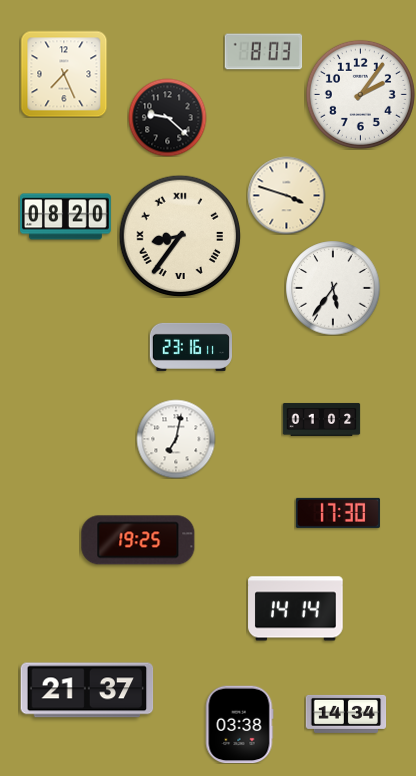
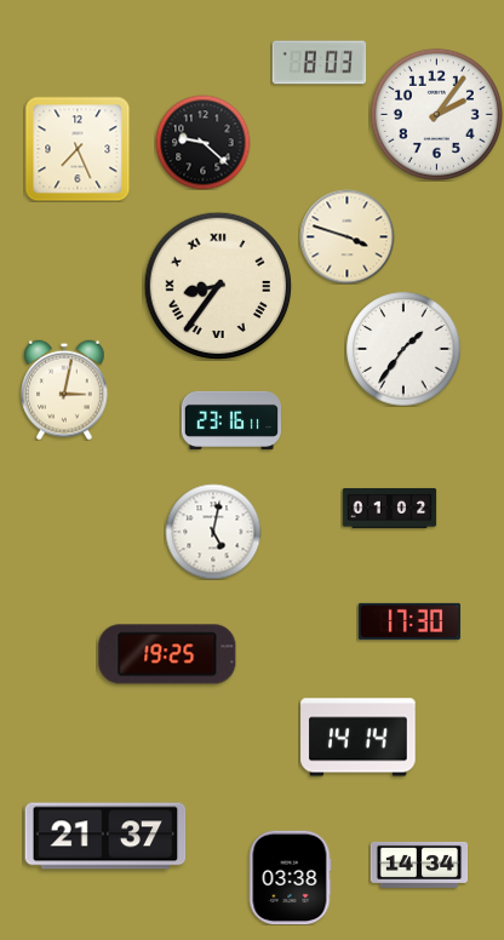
clock at (64, 74) position: (64, 74) -> (78, 149)
clock at (66, 217): 08:20 -> none
clock at (333, 288): 5:36 -> 1:36
clock at (64, 390): none -> 3:02
clock at (176, 439): 7:02 -> 5:02
